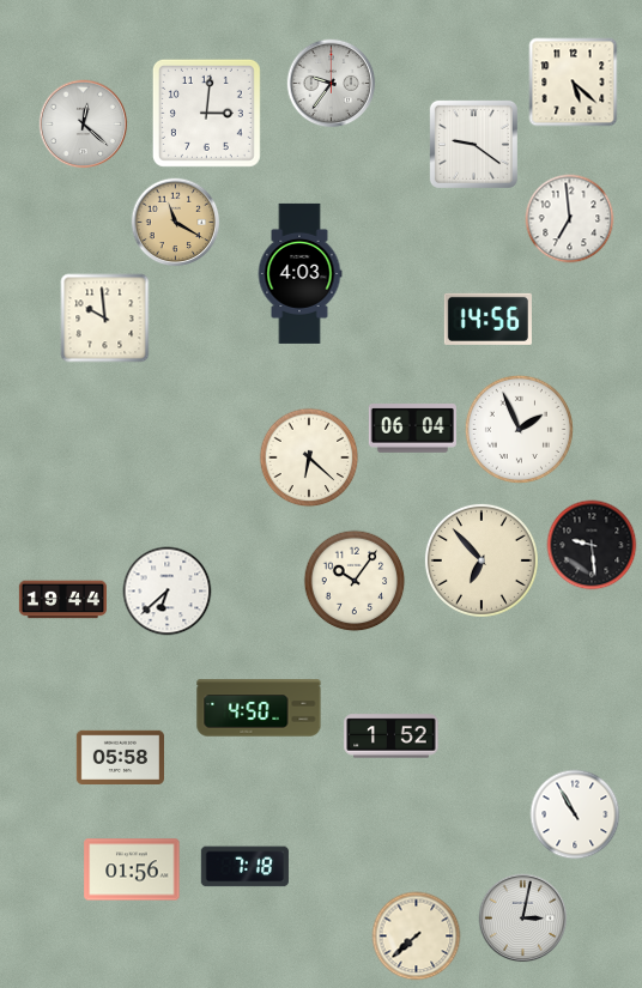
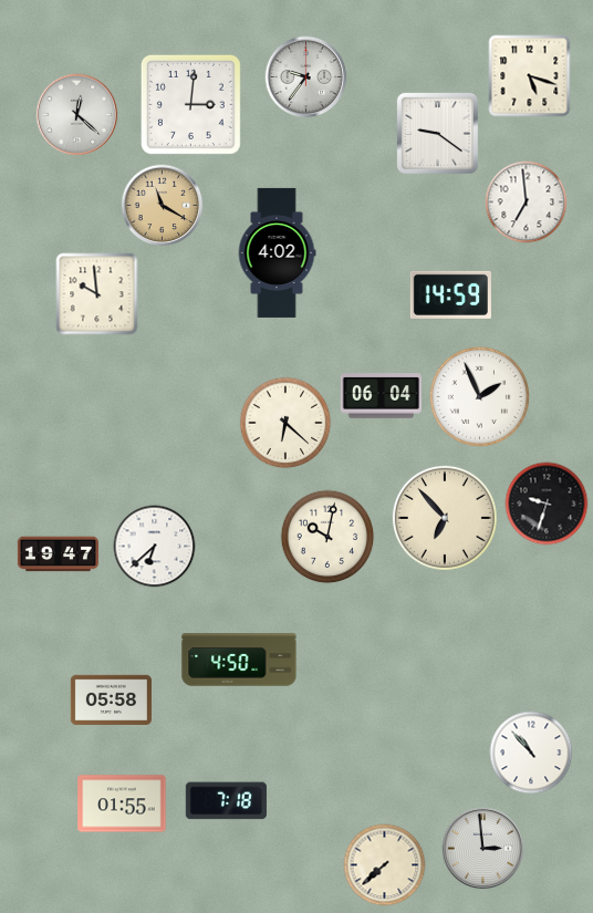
clock at (574, 83): 5:22 -> 5:18
clock at (299, 273): 4:03 -> 4:02
clock at (487, 319): 14:56 -> 14:59
clock at (592, 545): 9:29 -> 9:33
clock at (355, 581): 10:06 -> 10:02
clock at (62, 600): 19:44 -> 19:47
clock at (259, 708) position: (259, 708) -> (239, 660)
clock at (392, 737): 1:52 -> none
clock at (575, 814): 10:55 -> 10:53
clock at (132, 869): 01:56 -> 01:55
clock at (523, 919): 3:02 -> 2:59
